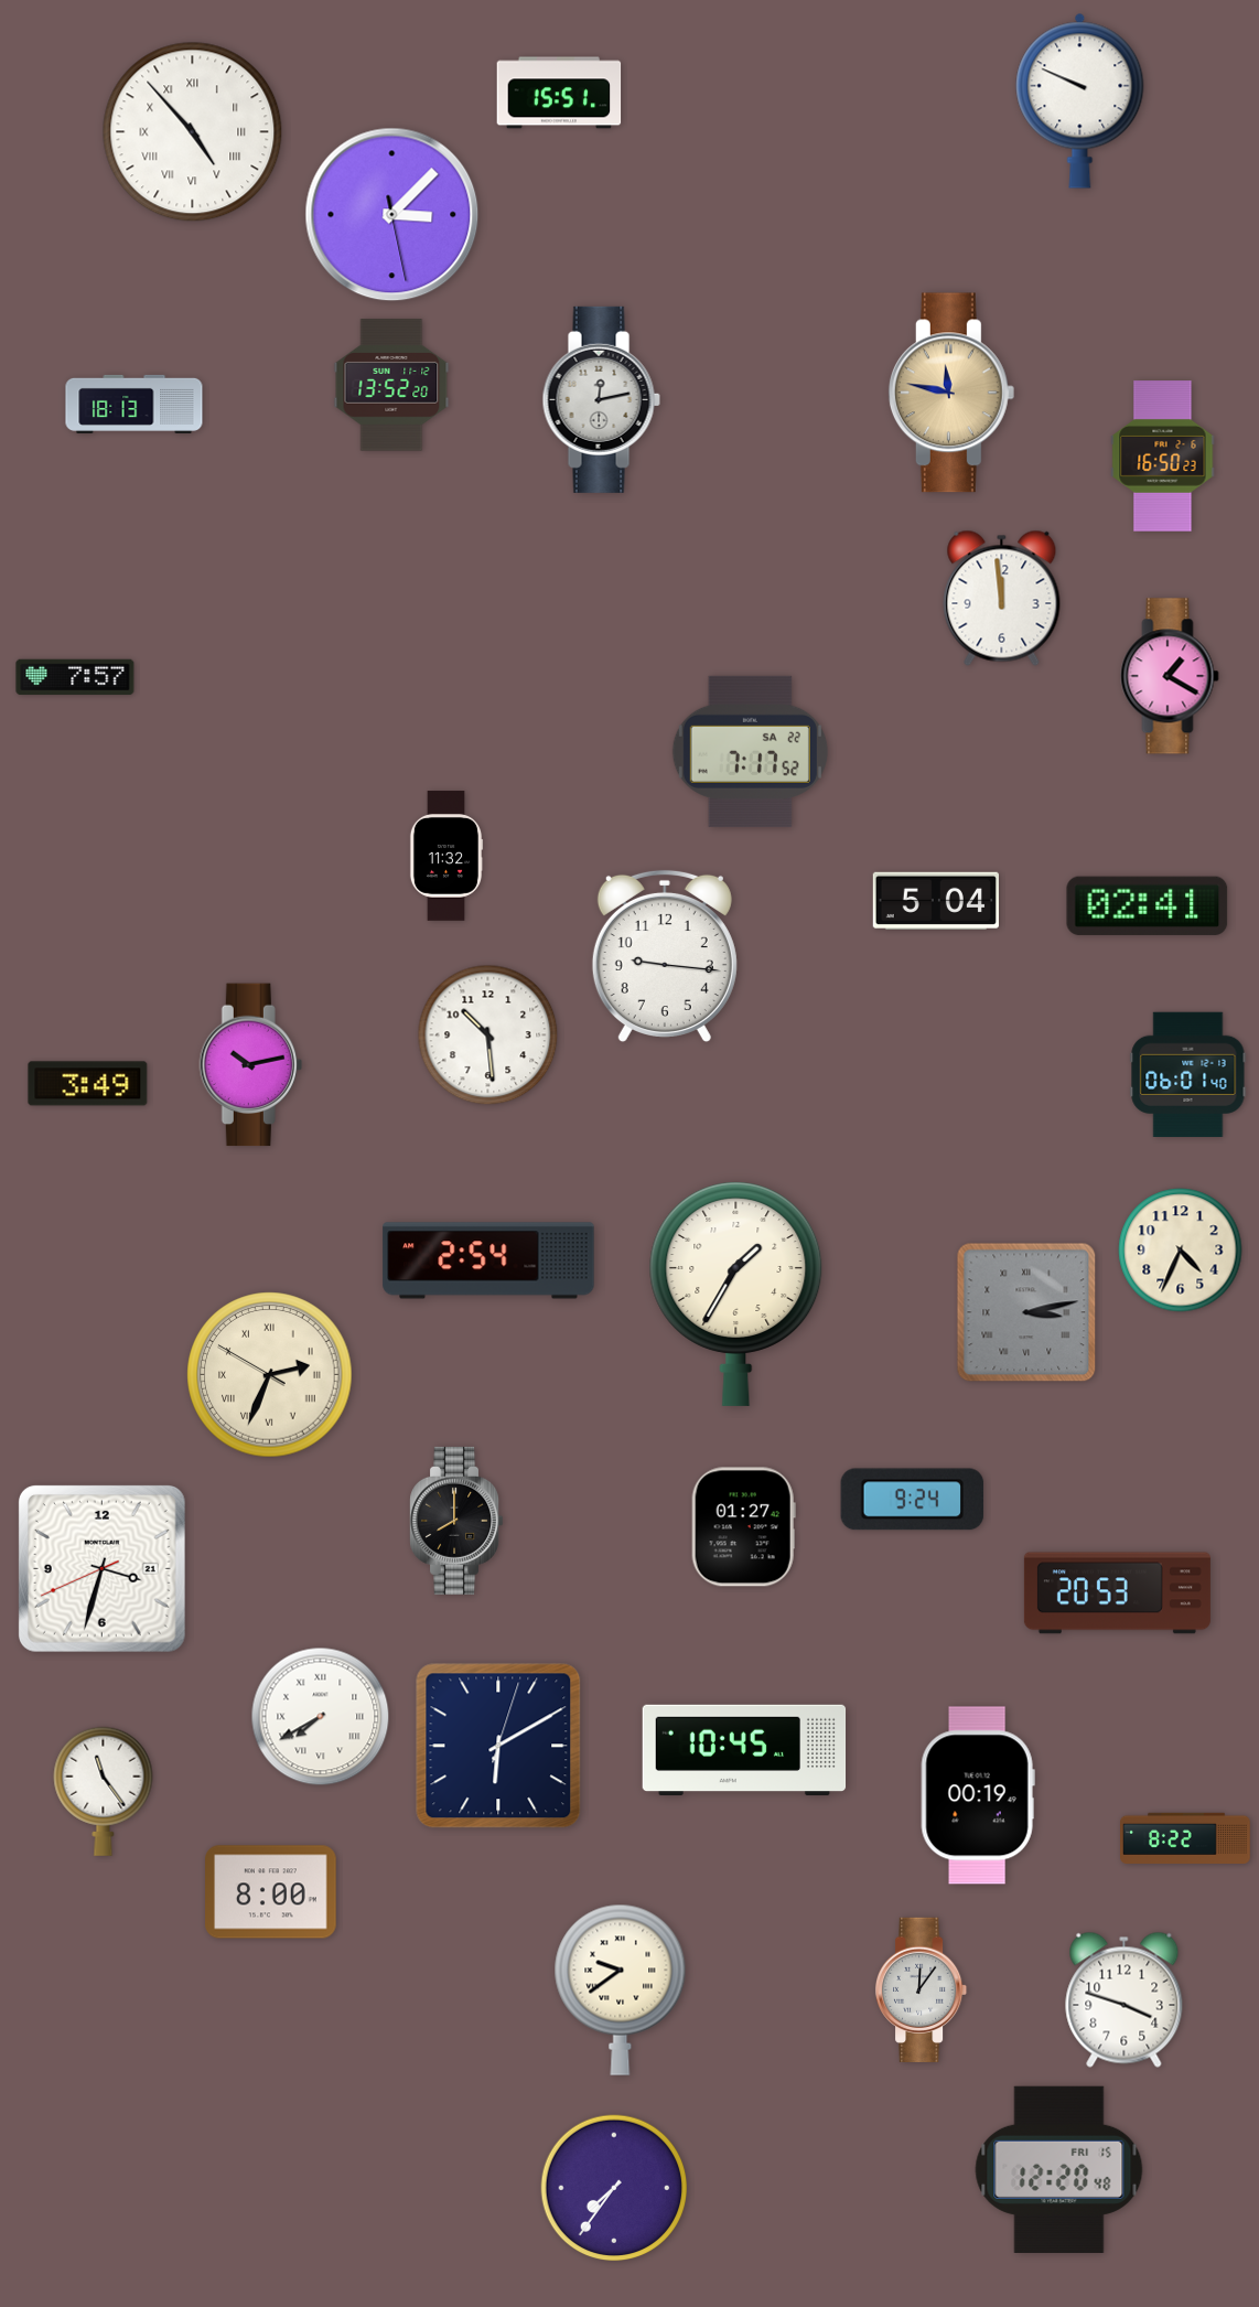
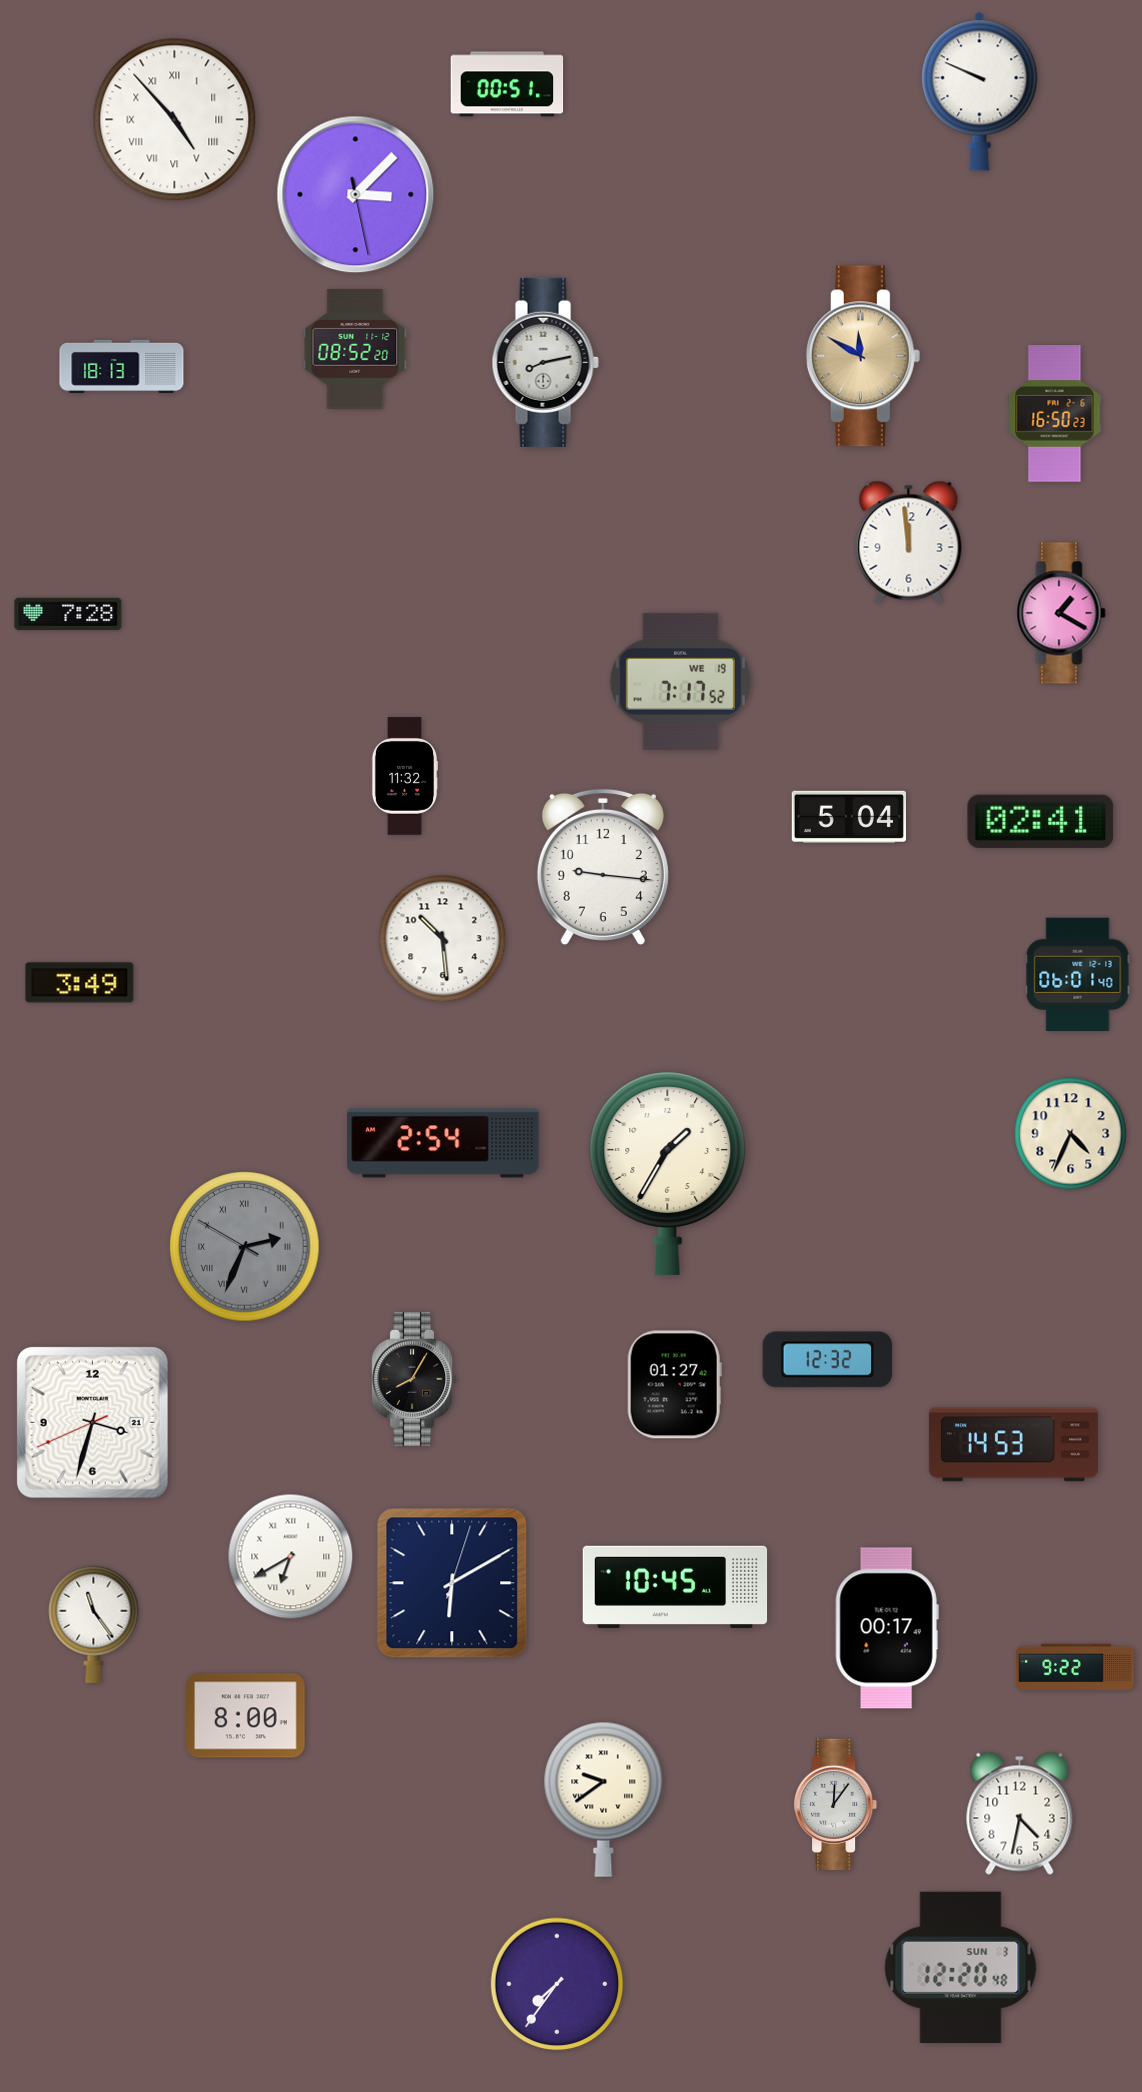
clock at (559, 93): 15:51 -> 00:51
clock at (391, 385): 13:52 -> 08:52
clock at (951, 393): 11:47 -> 11:50
clock at (601, 399): 12:13 -> 8:13
clock at (75, 677): 7:57 -> 7:28
clock at (750, 751) date: SA 22 -> WE 19
clock at (250, 1065): 10:13 -> none
clock at (1026, 1312): 3:13 -> none
clock at (270, 1375) dial: cream -> grey
clock at (913, 1500): 9:24 -> 12:32
clock at (456, 1521): 8:00 -> 8:05
clock at (1117, 1594): 20:53 -> 14:53
clock at (321, 1717): 7:40 -> 6:40
clock at (978, 1795): 00:19 -> 00:17
clock at (1186, 1837): 8:22 -> 9:22
clock at (621, 1989) position: (621, 1989) -> (604, 1799)
clock at (1125, 1999): 3:48 -> 4:32
clock at (1059, 2169) date: FRI 15 -> SUN 3
